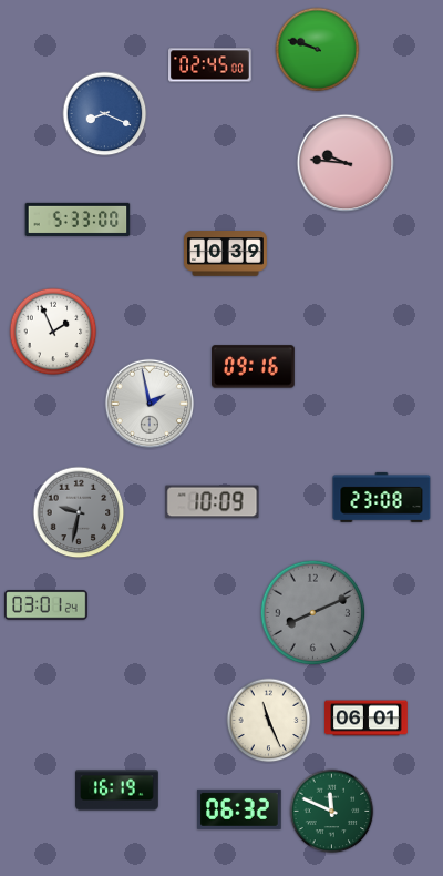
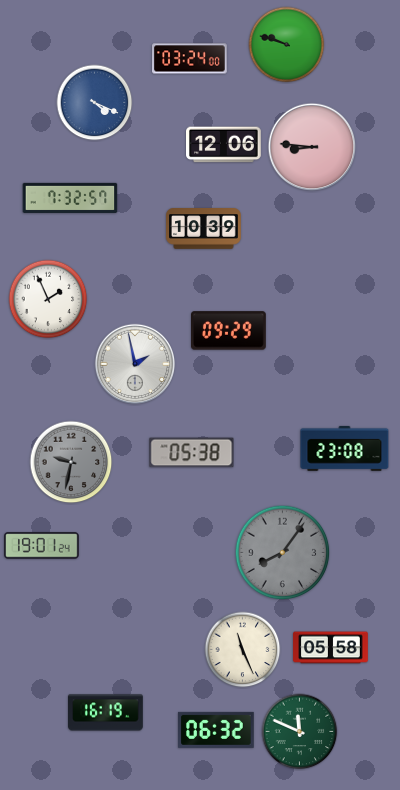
clock at (210, 65): 02:45 -> 03:24
clock at (105, 114): 8:19 -> 4:19
clock at (224, 145): none -> 12:06
clock at (346, 163): 9:46 -> 8:46
clock at (78, 220): 5:33 -> 7:32
clock at (254, 367): 09:16 -> 09:29
clock at (213, 502): 10:09 -> 05:38
clock at (47, 605): 03:01 -> 19:01
clock at (313, 613): 8:11 -> 8:06
clock at (367, 719): 06:01 -> 05:58
